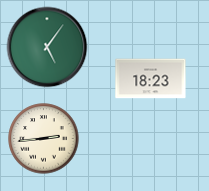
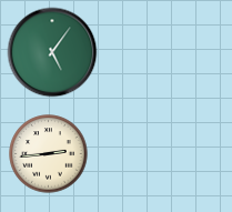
clock at (151, 79): 18:23 -> none
